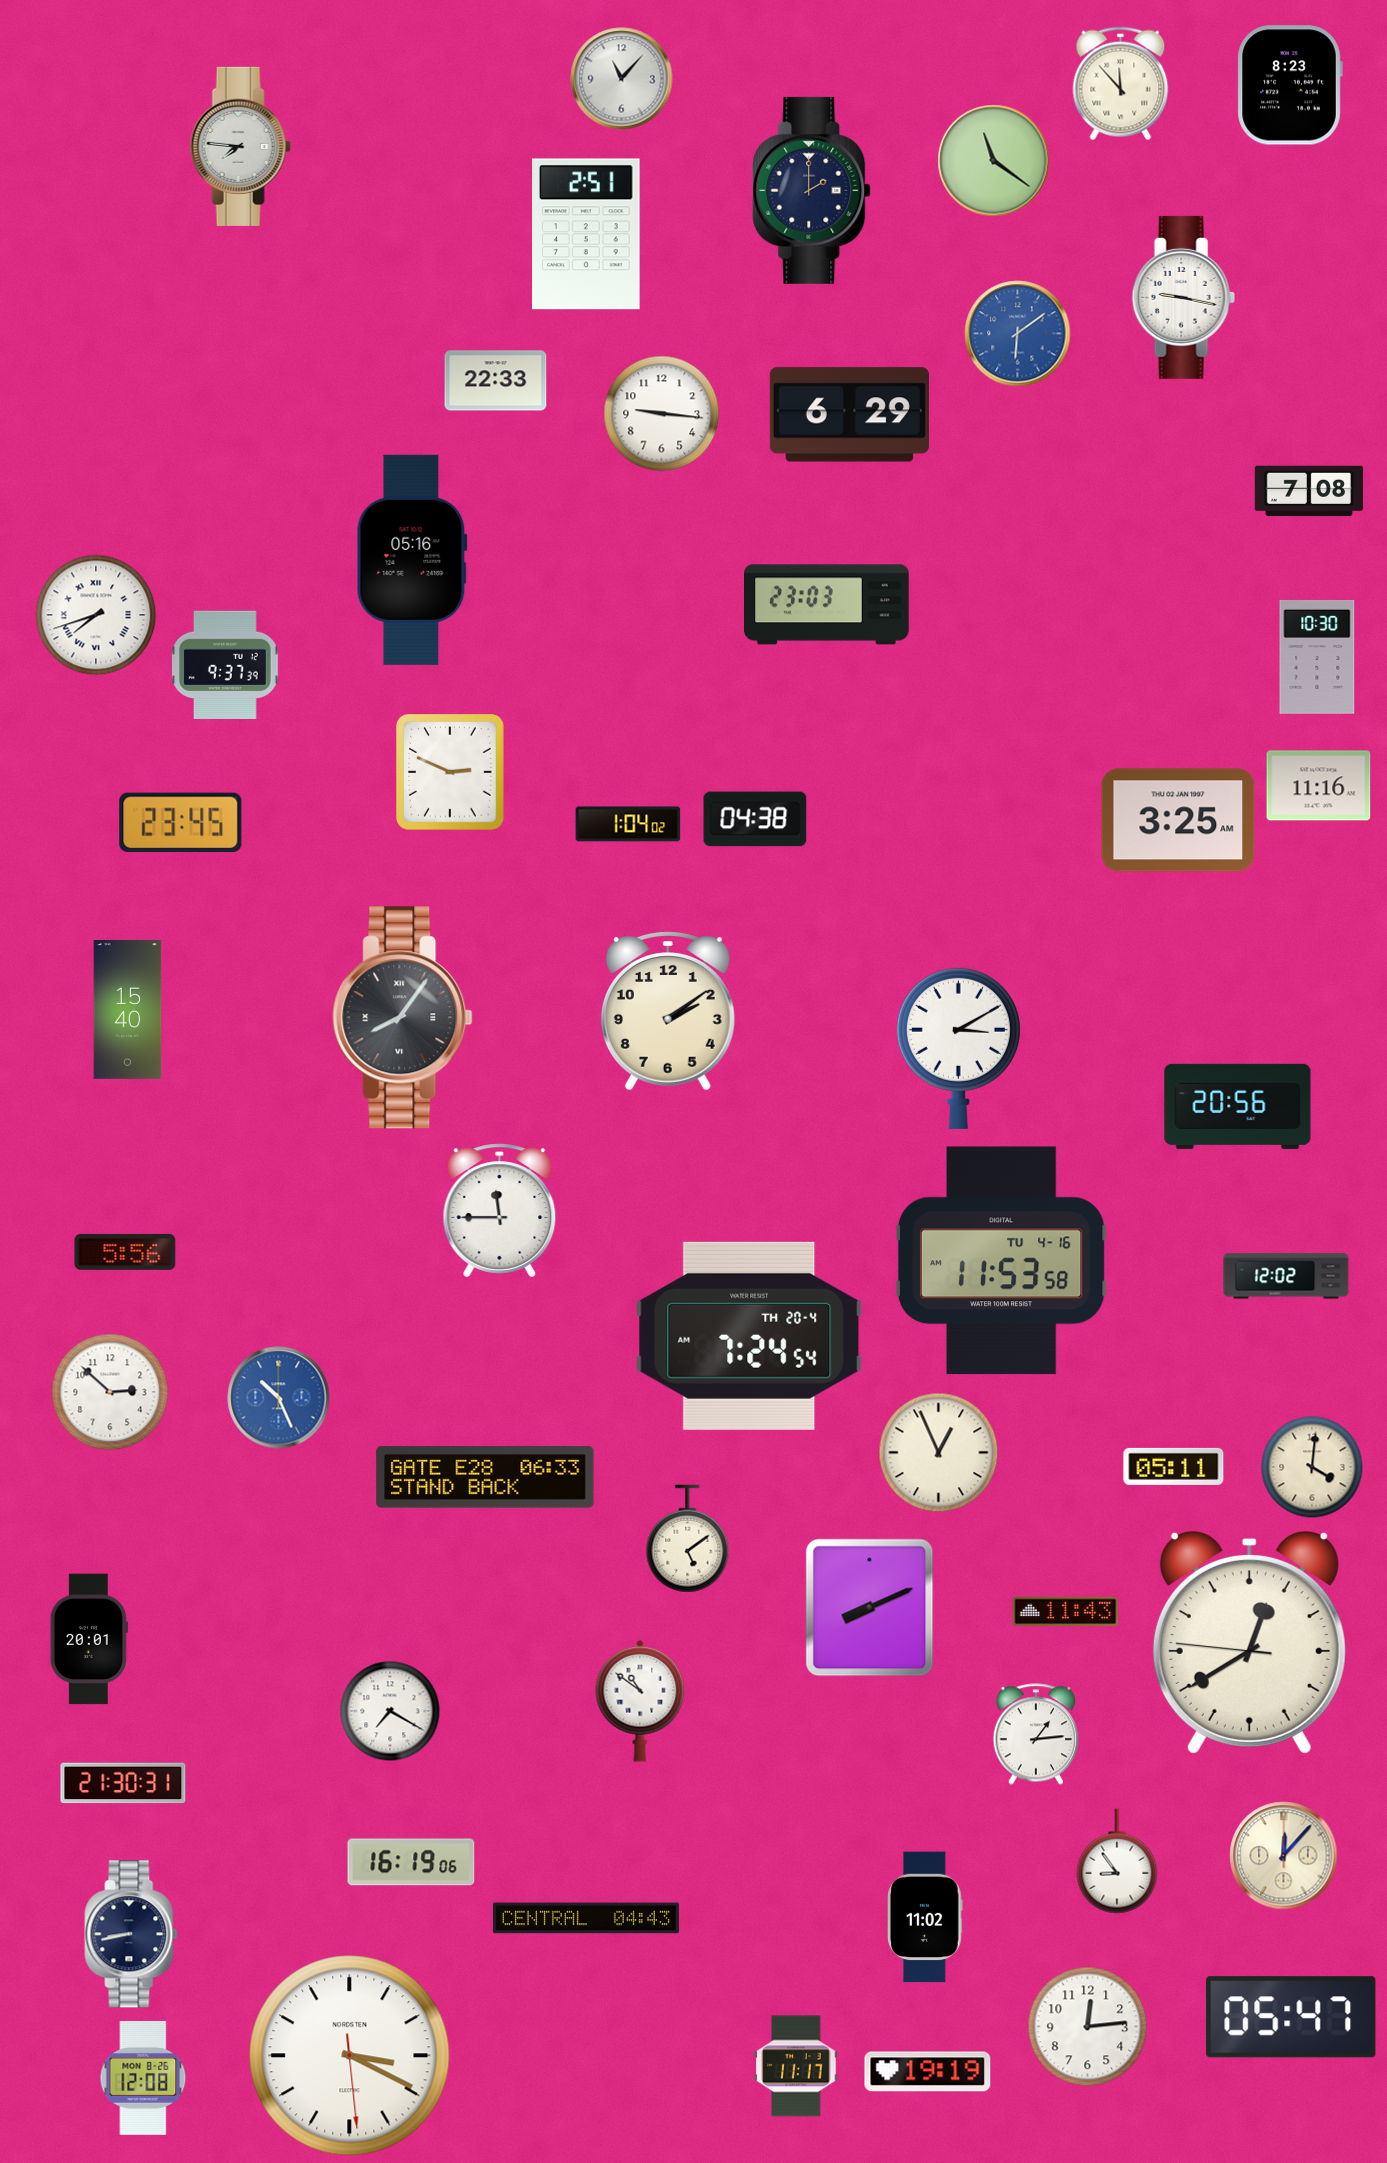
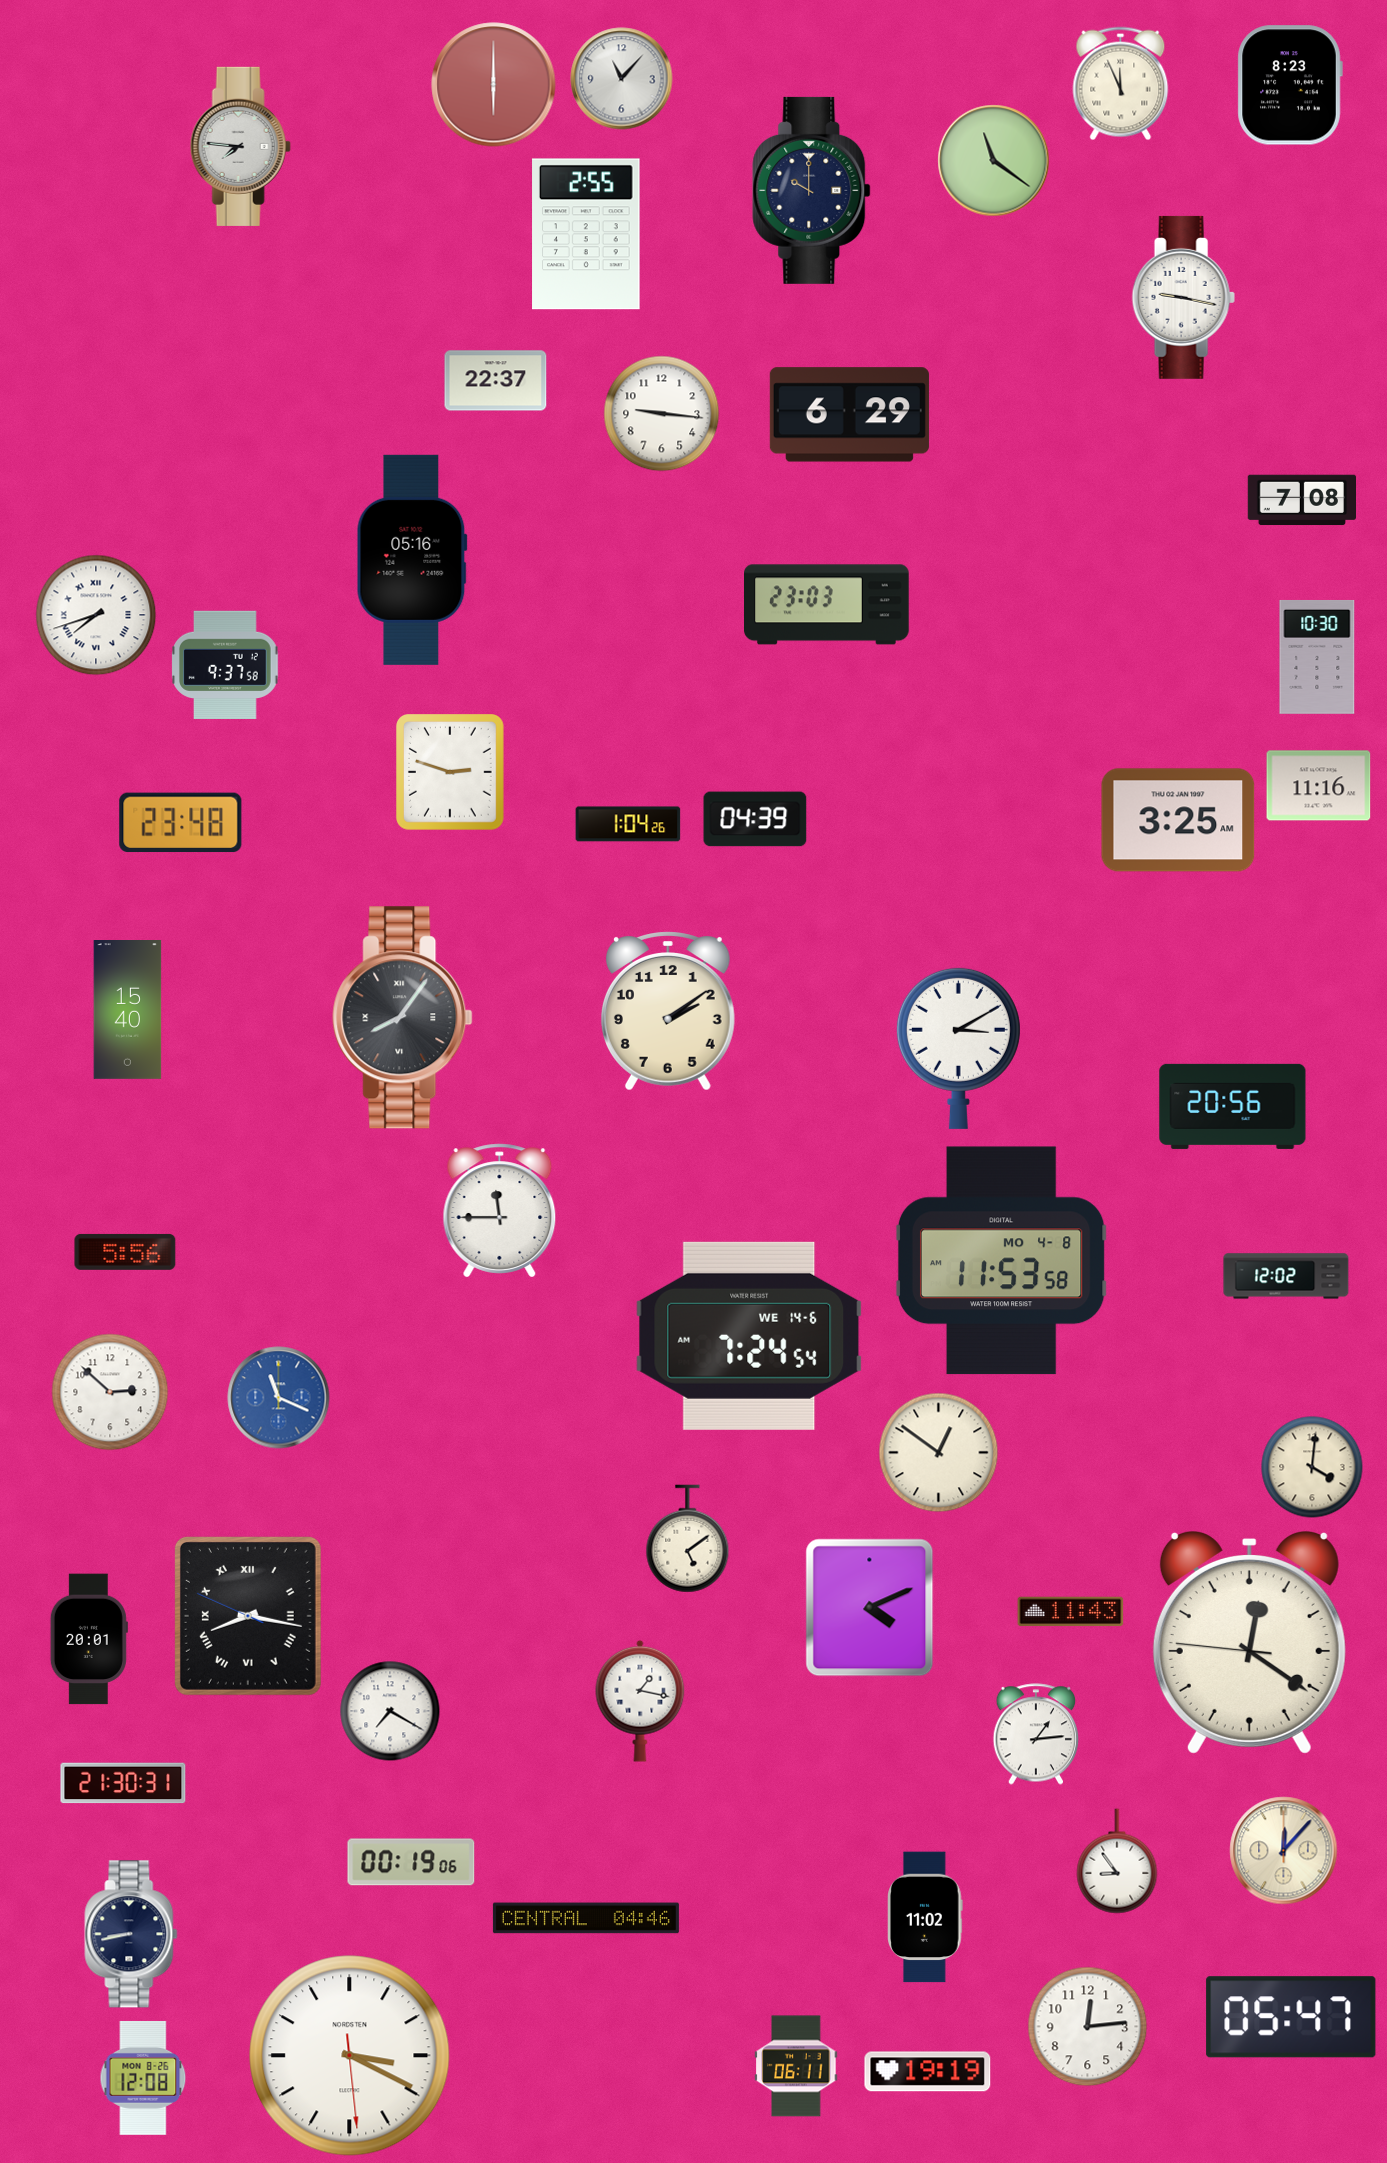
clock at (1121, 84): 11:53 -> 11:56
clock at (494, 85): none -> 6:00
clock at (812, 190): 2:00 -> 10:00
clock at (586, 234): 2:51 -> 2:55
clock at (1018, 334): 6:09 -> none
clock at (496, 381): 22:33 -> 22:37
clock at (1309, 491) position: (1309, 491) -> (1302, 500)
clock at (225, 664): 9:37:39 -> 9:37:58
clock at (451, 773): 2:49 -> 2:48
clock at (755, 819): 04:38 -> 04:39
clock at (181, 823): 23:45 -> 23:48
clock at (628, 824): 1:04:02 -> 1:04:26
clock at (1238, 1106) position: (1238, 1106) -> (1233, 1106)
clock at (1001, 1261) date: TU 4-16 -> MO 4-8
clock at (749, 1336) date: TH 20-4 -> WE 14-6
clock at (279, 1398): 10:26 -> 11:19
clock at (939, 1453): 12:56 -> 12:51
clock at (1174, 1466): 05:11 -> none
clock at (485, 1477): 06:33 -> none
clock at (870, 1608): 8:11 -> 4:11
clock at (1066, 1612) position: (1066, 1612) -> (1071, 1612)
clock at (248, 1616): none -> 8:16
clock at (1249, 1643): 12:39 -> 12:20
clock at (640, 1701): 10:51 -> 1:17
clock at (1284, 1856) position: (1284, 1856) -> (1284, 1851)
clock at (411, 1862): 16:19 -> 00:19
clock at (586, 1918): 04:43 -> 04:46
clock at (796, 2066): 11:17 -> 06:11
